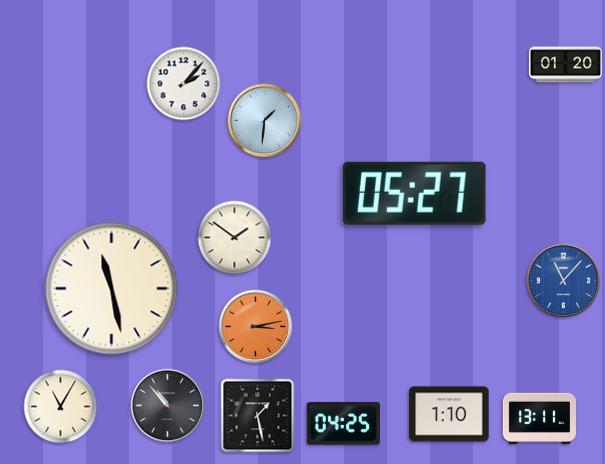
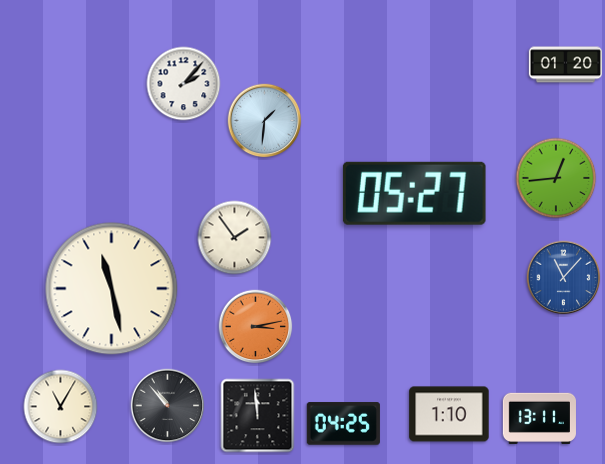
clock at (556, 178): none -> 12:44
clock at (235, 238): 1:51 -> 1:54
clock at (564, 281) position: (564, 281) -> (564, 278)
clock at (258, 416): 1:28 -> 11:59
